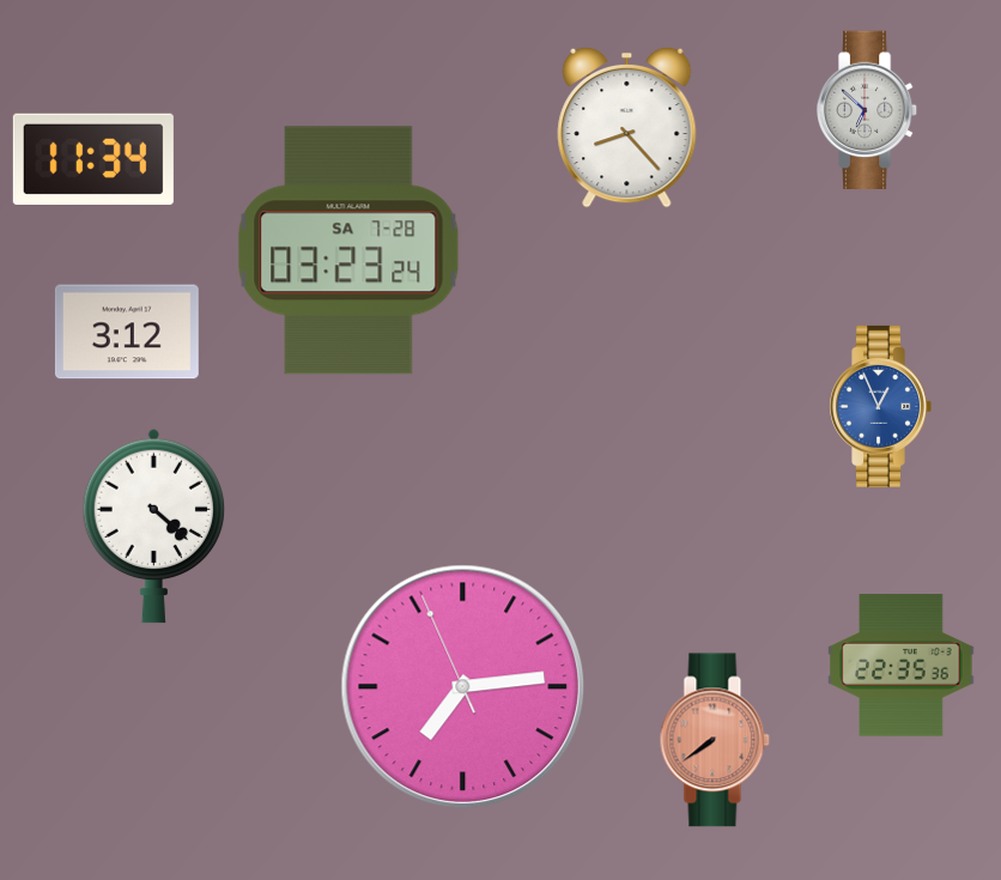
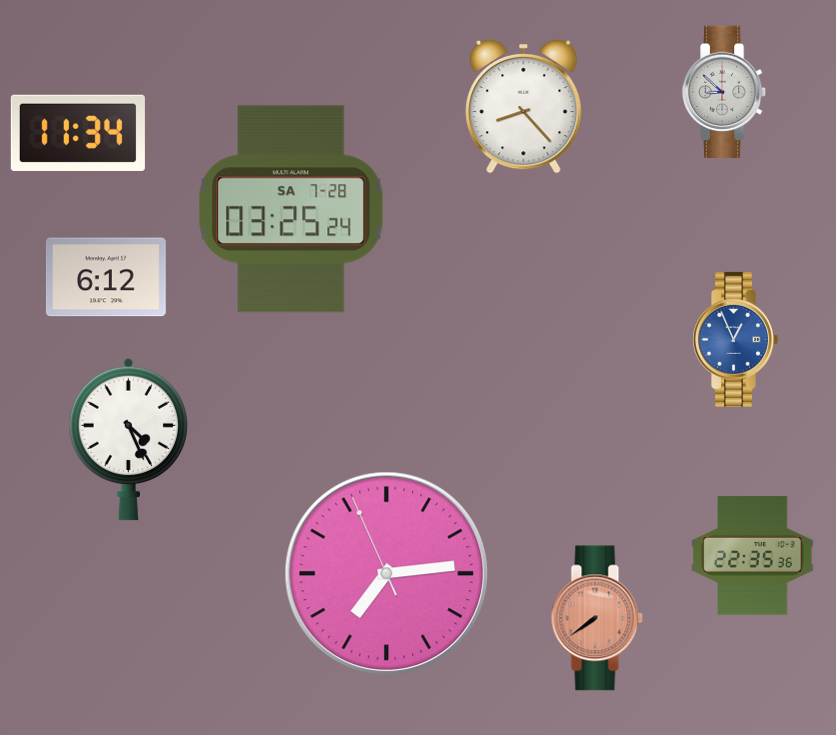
clock at (867, 110): 6:52 -> 8:52
clock at (348, 250): 03:23 -> 03:25
clock at (127, 332): 3:12 -> 6:12
clock at (154, 526): 4:22 -> 4:26
